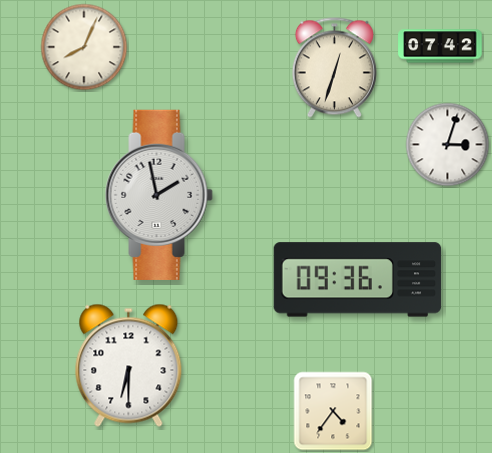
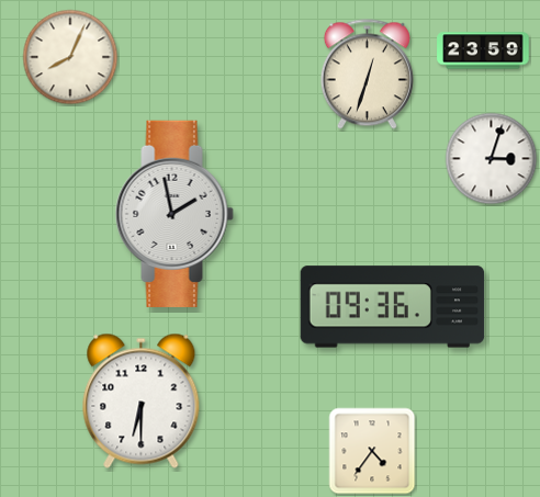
clock at (440, 46): 07:42 -> 23:59
clock at (84, 47) position: (84, 47) -> (70, 57)
clock at (333, 411) position: (333, 411) -> (372, 451)
